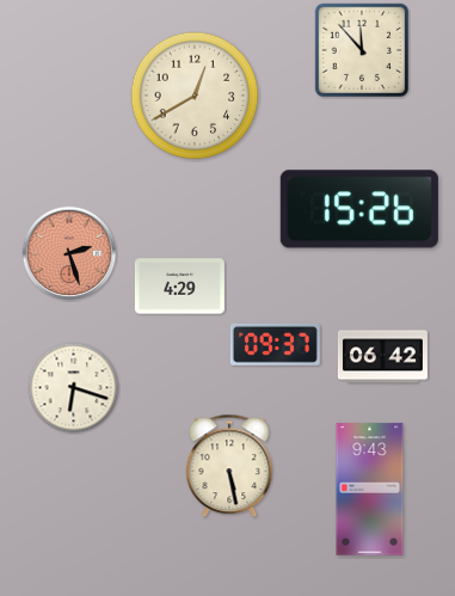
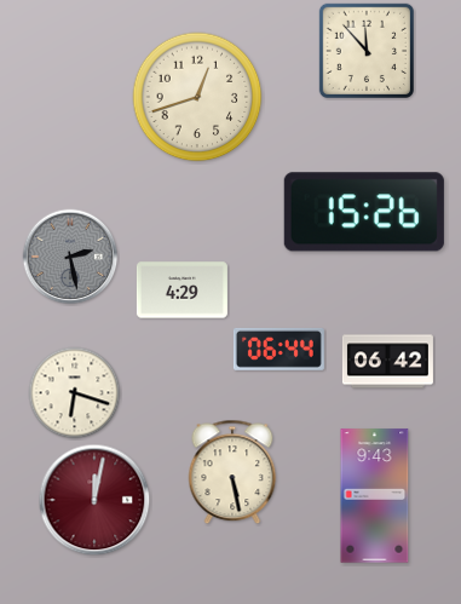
clock at (195, 96): 12:40 -> 12:42
clock at (69, 253): 2:27 -> 2:28
clock at (69, 253) dial: salmon -> grey
clock at (275, 344): 09:37 -> 06:44
clock at (94, 500): none -> 12:02
